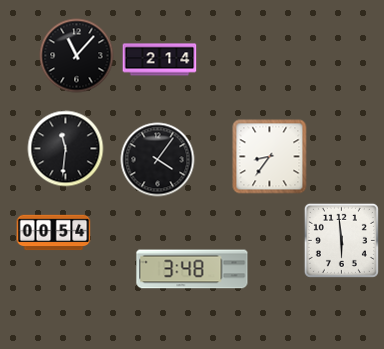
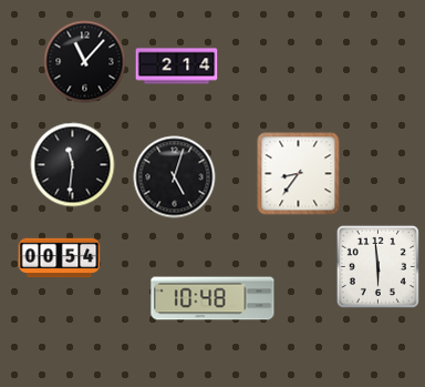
clock at (158, 160): 4:06 -> 5:03
clock at (192, 269): 3:48 -> 10:48
